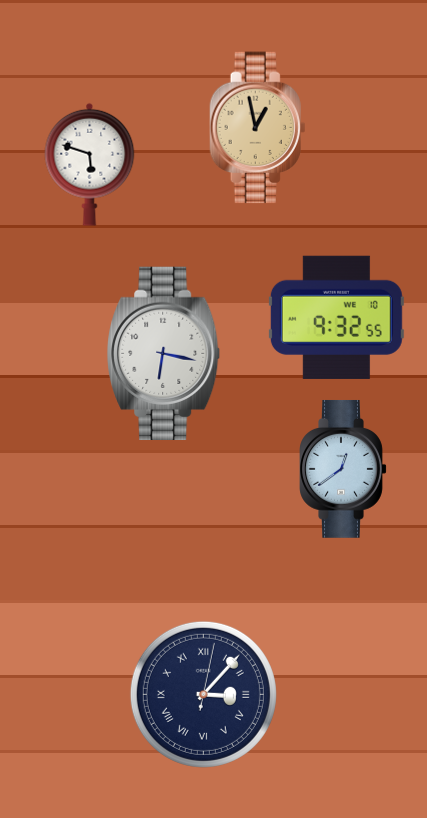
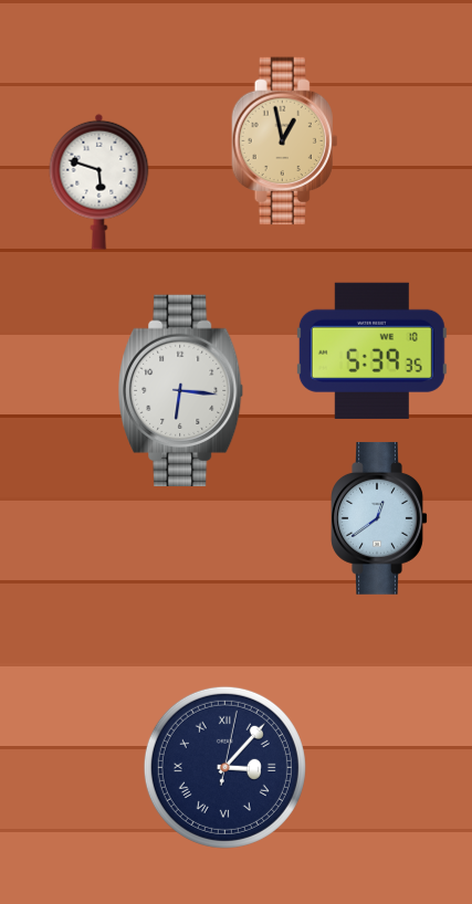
clock at (336, 317): 9:32 -> 5:39
clock at (164, 353): 6:17 -> 6:16
